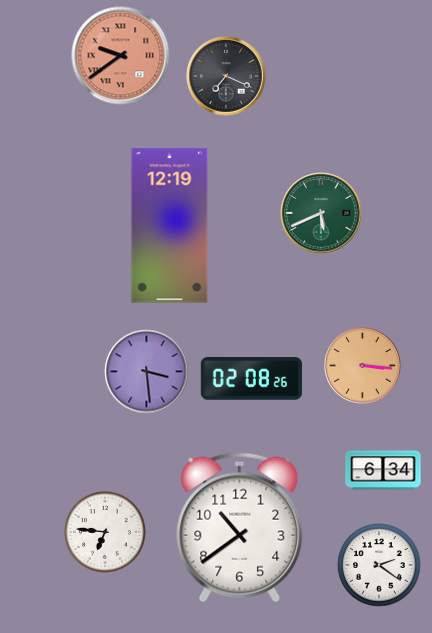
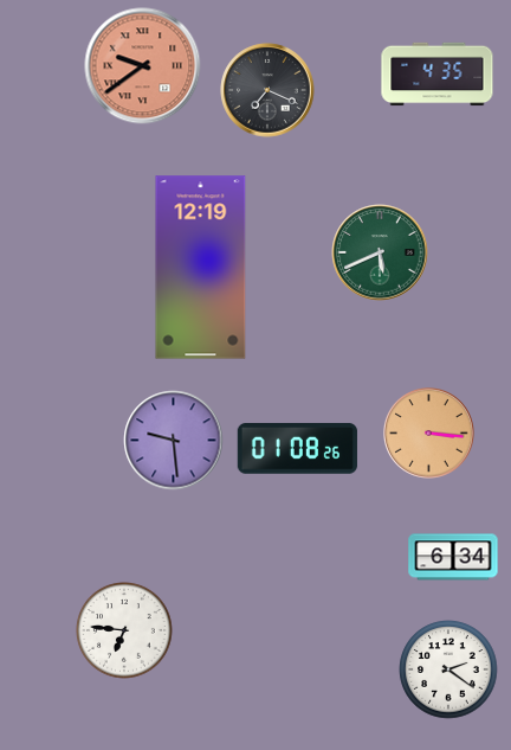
clock at (438, 75): none -> 4:35
clock at (147, 372): 3:29 -> 9:29
clock at (251, 379): 02:08 -> 01:08
clock at (240, 528): 10:39 -> none
